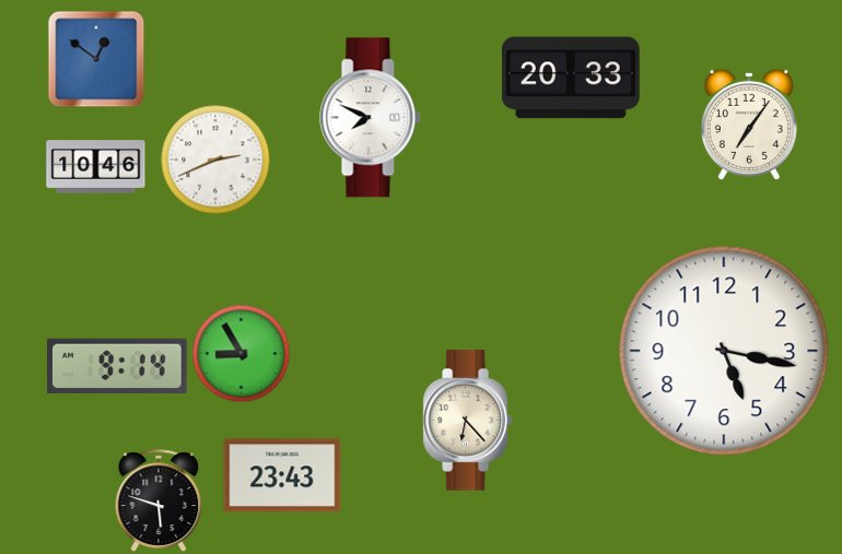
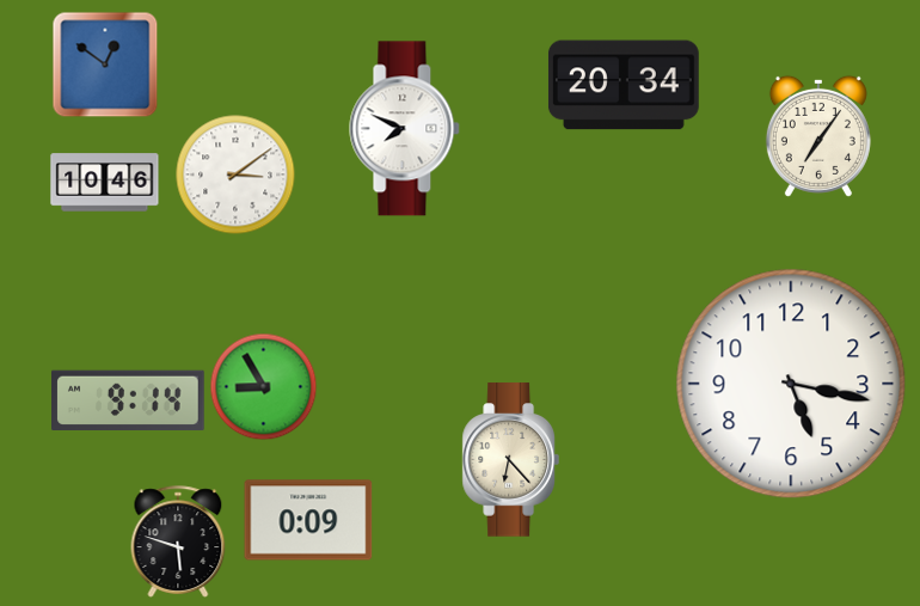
clock at (571, 78): 20:33 -> 20:34
clock at (215, 160): 2:41 -> 3:09
clock at (282, 475): 23:43 -> 0:09
clock at (159, 500) position: (159, 500) -> (178, 541)
